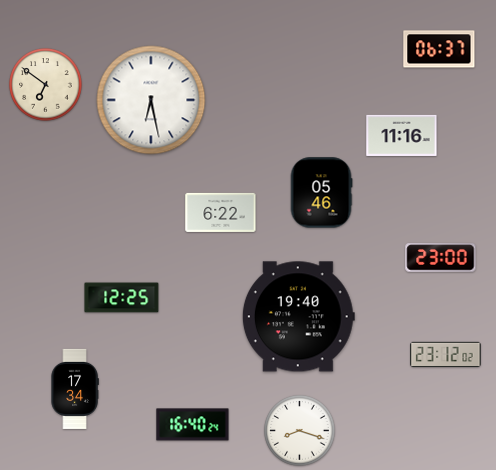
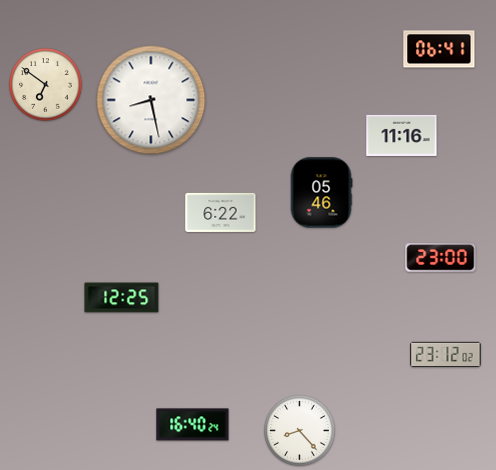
clock at (439, 49): 06:37 -> 06:41
clock at (151, 100): 6:28 -> 8:28
clock at (298, 317): 19:40 -> none
clock at (75, 389): 17:34 -> none
clock at (300, 431): 8:18 -> 8:23
